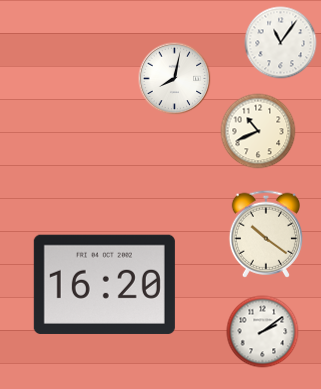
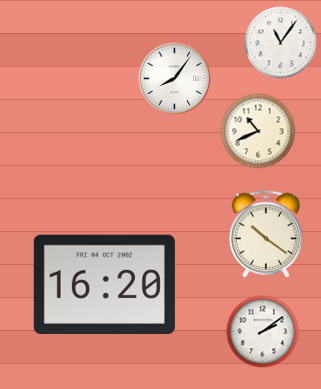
clock at (175, 79): 8:02 -> 8:06
